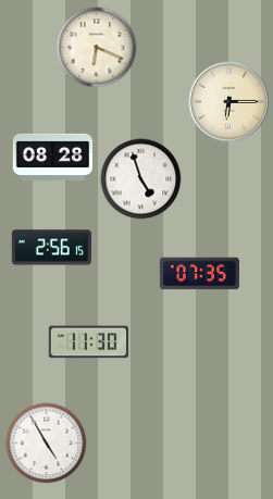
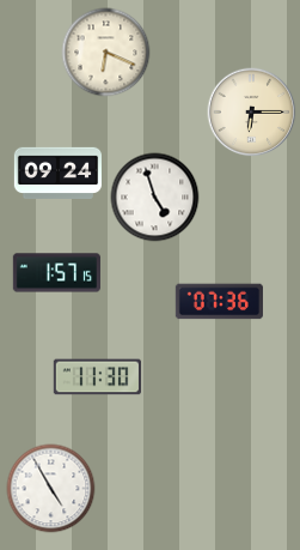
clock at (52, 158): 08:28 -> 09:24
clock at (51, 248): 2:56 -> 1:57
clock at (199, 274): 07:35 -> 07:36
